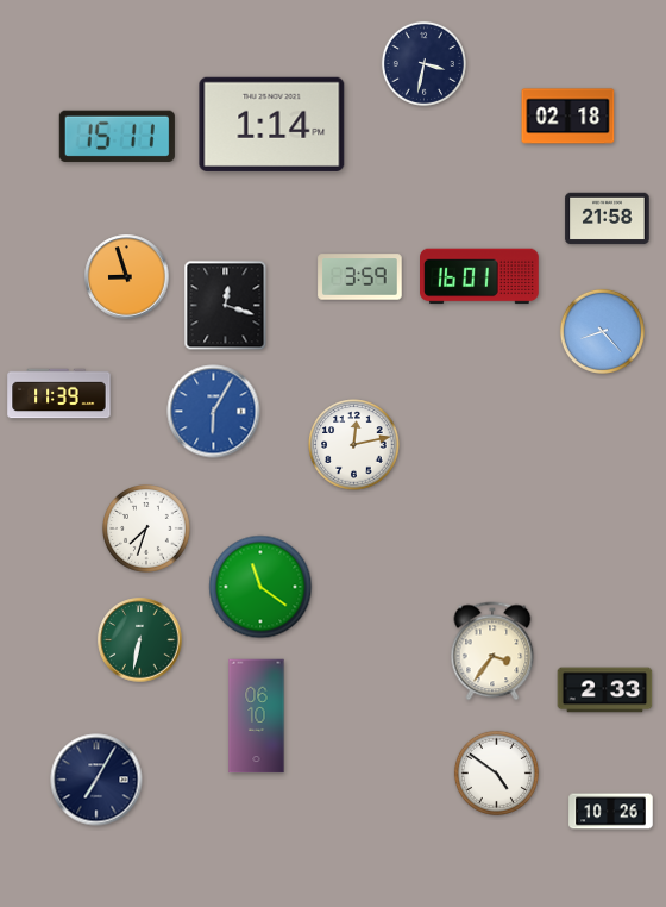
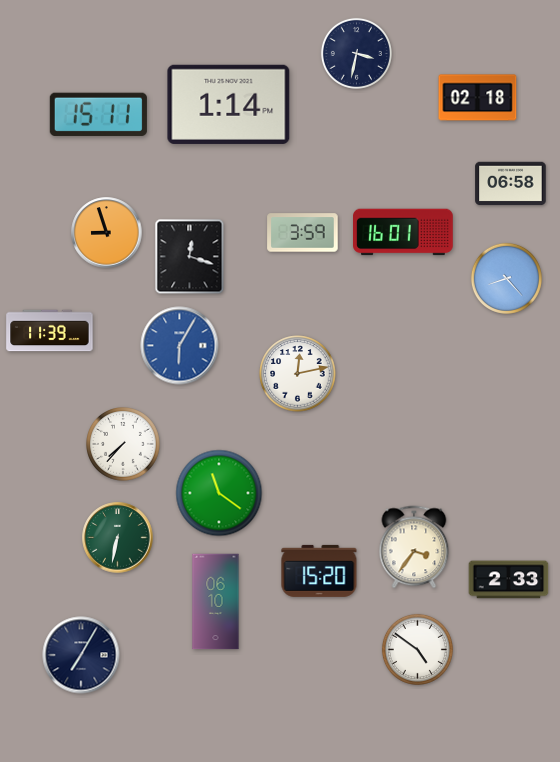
clock at (608, 219): 21:58 -> 06:58
clock at (147, 530): 7:33 -> 7:37
clock at (319, 571): none -> 15:20
clock at (611, 812): 10:26 -> none
